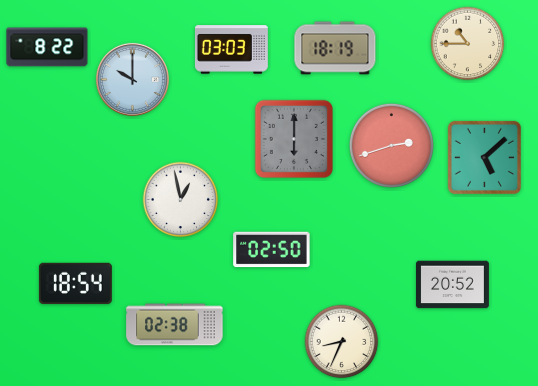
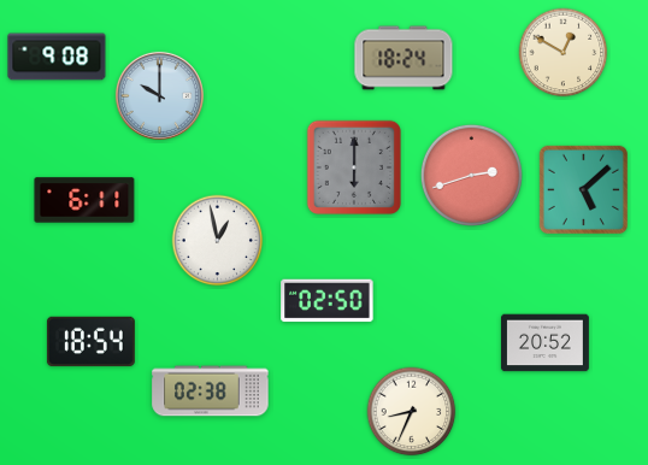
clock at (468, 44): 10:45 -> 12:50
clock at (47, 47): 8:22 -> 9:08
clock at (335, 48): 18:19 -> 18:24
clock at (231, 50): 03:03 -> none
clock at (84, 200): none -> 6:11
